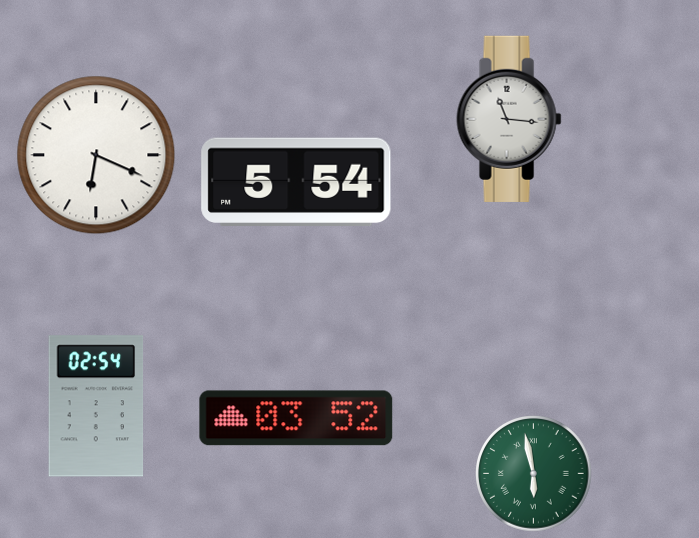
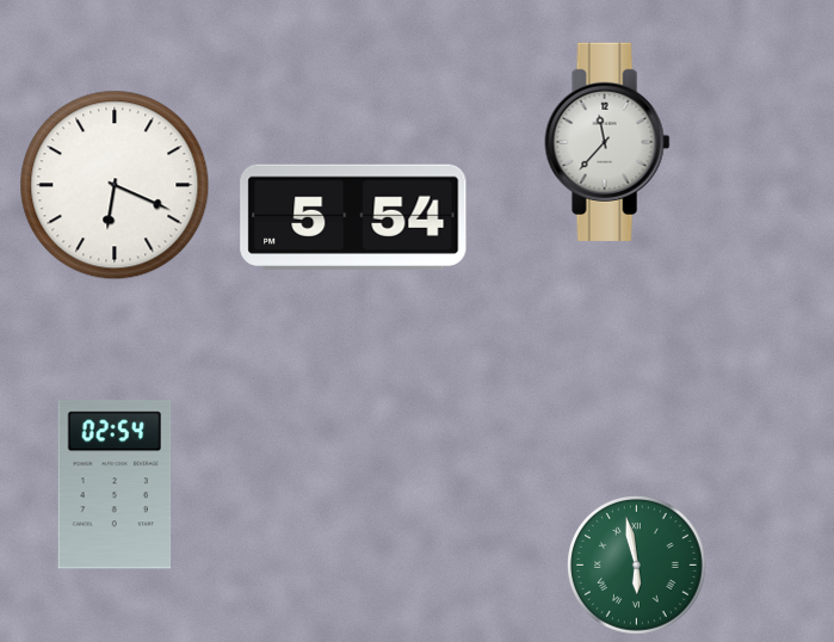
clock at (509, 119): 11:16 -> 11:37
clock at (296, 418): 03:52 -> none
